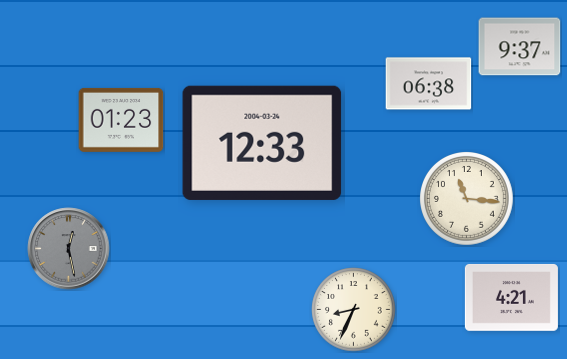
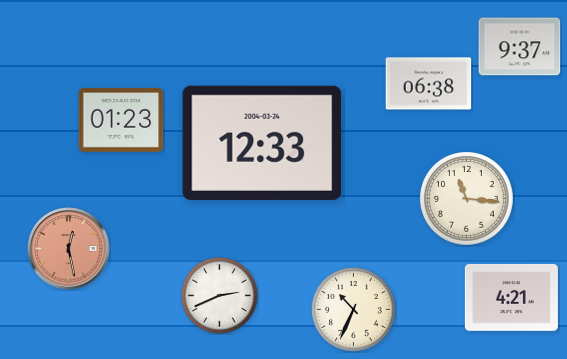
clock at (69, 249) dial: grey -> salmon
clock at (220, 296): none -> 2:41
clock at (354, 310): 8:34 -> 10:34
